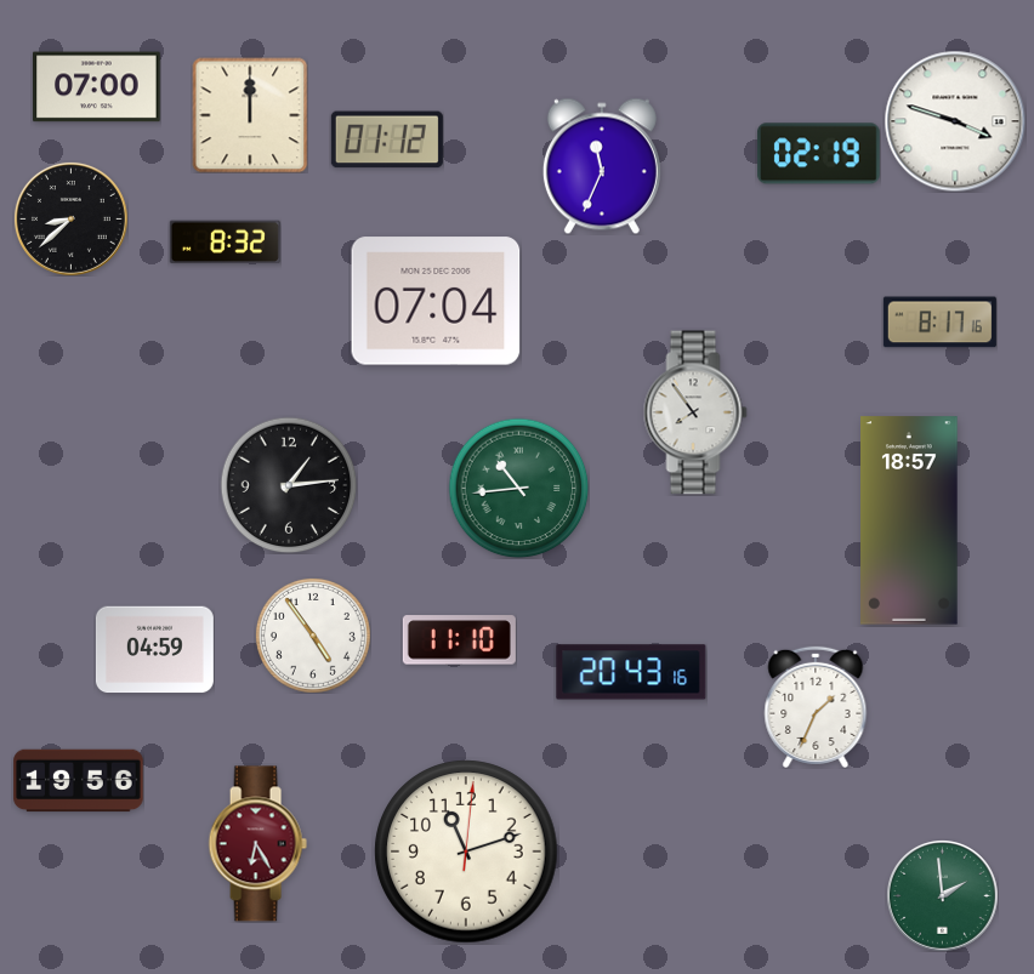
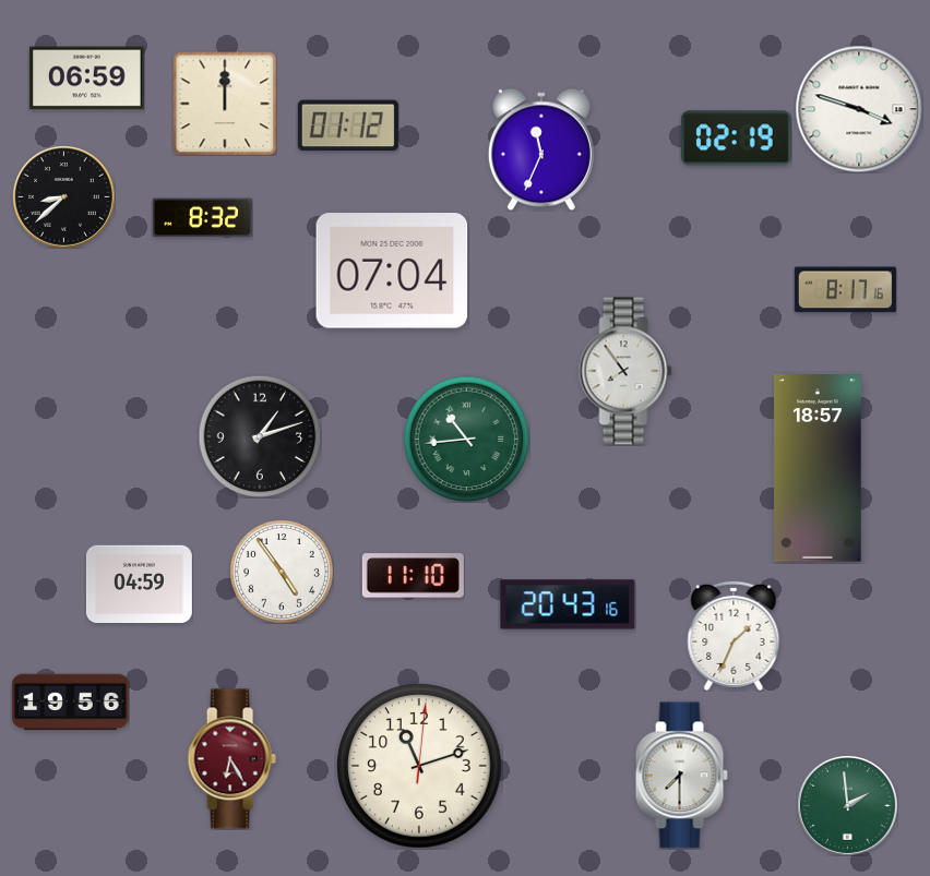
clock at (97, 87): 07:00 -> 06:59
clock at (289, 485): 1:14 -> 1:12
clock at (681, 776): none -> 7:30
